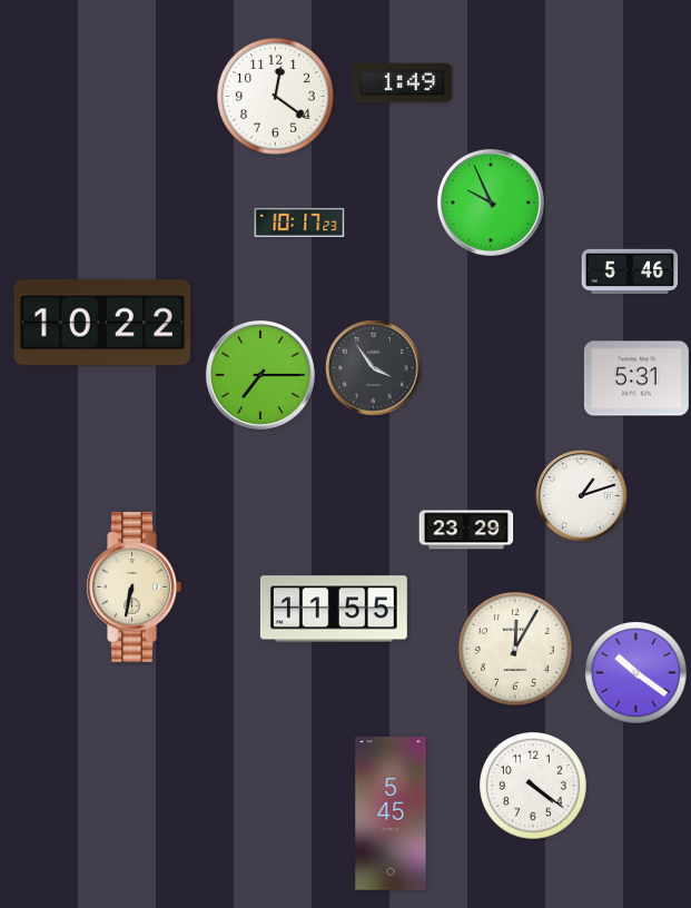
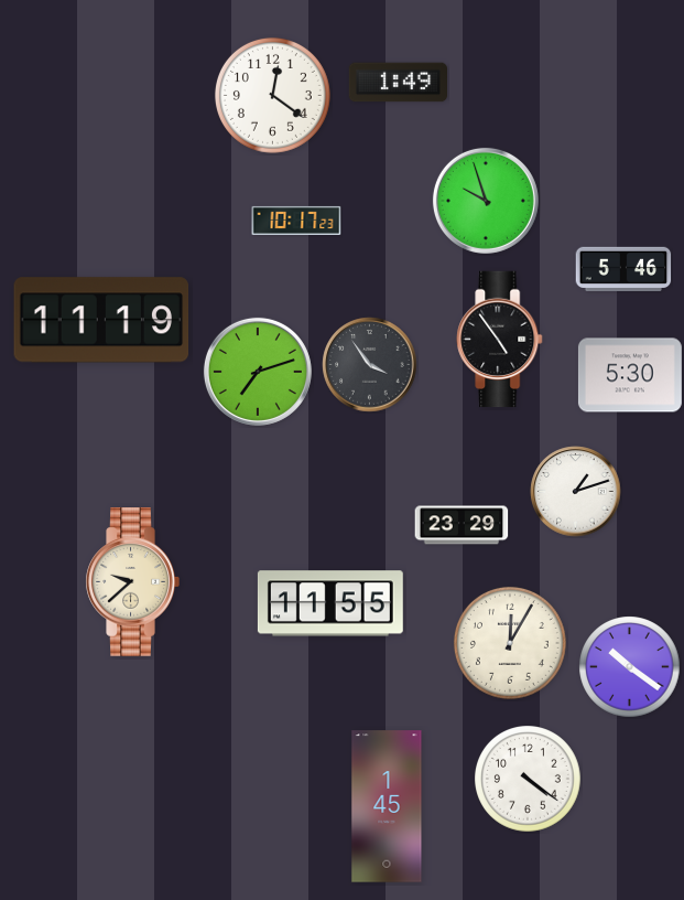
clock at (491, 203): 9:56 -> 9:57
clock at (102, 323): 10:22 -> 11:19
clock at (500, 340): none -> 4:54
clock at (260, 375): 7:15 -> 7:12
clock at (636, 378): 5:31 -> 5:30
clock at (134, 588): 6:32 -> 9:38
clock at (391, 813): 5:45 -> 1:45
